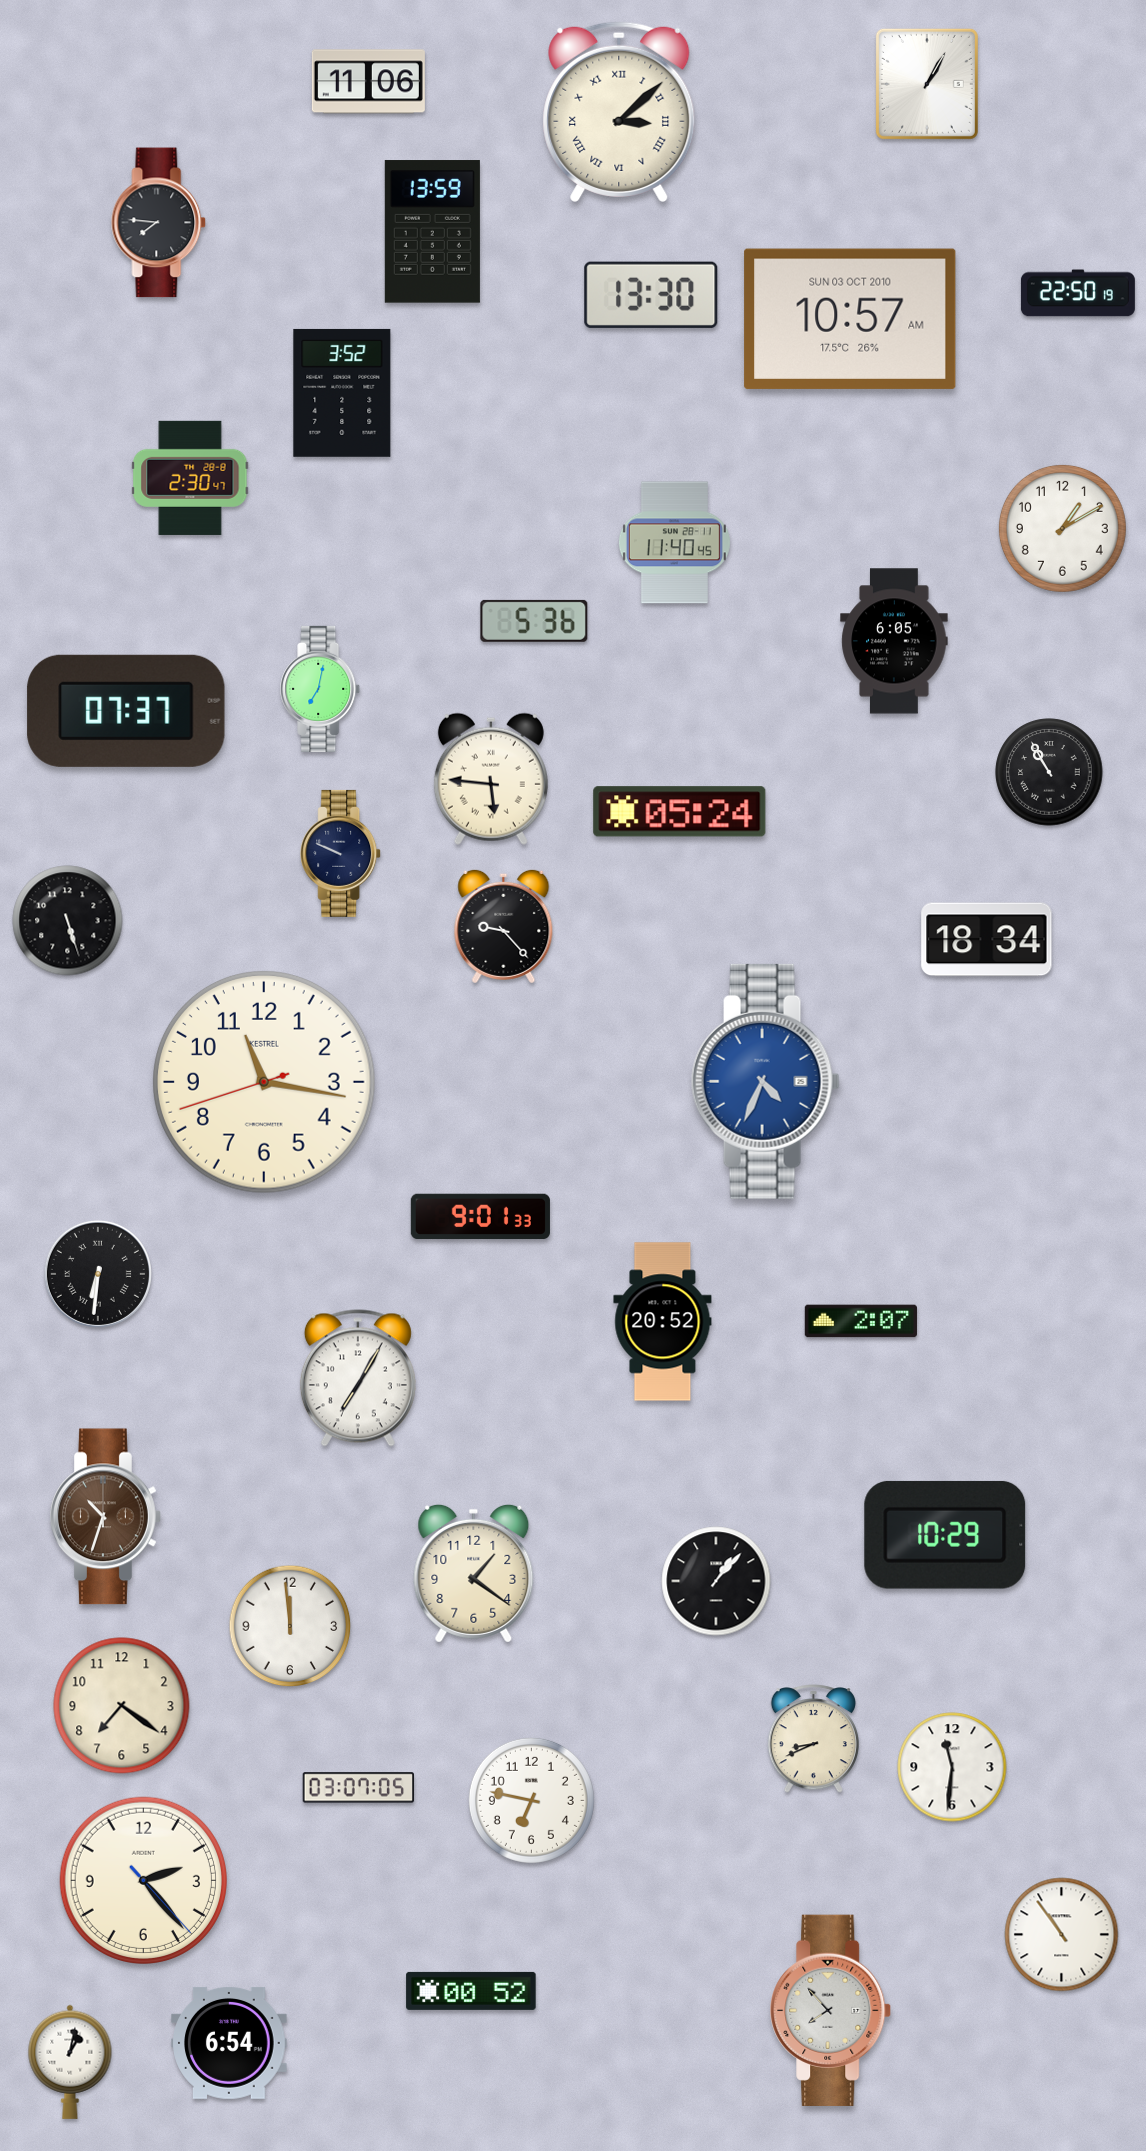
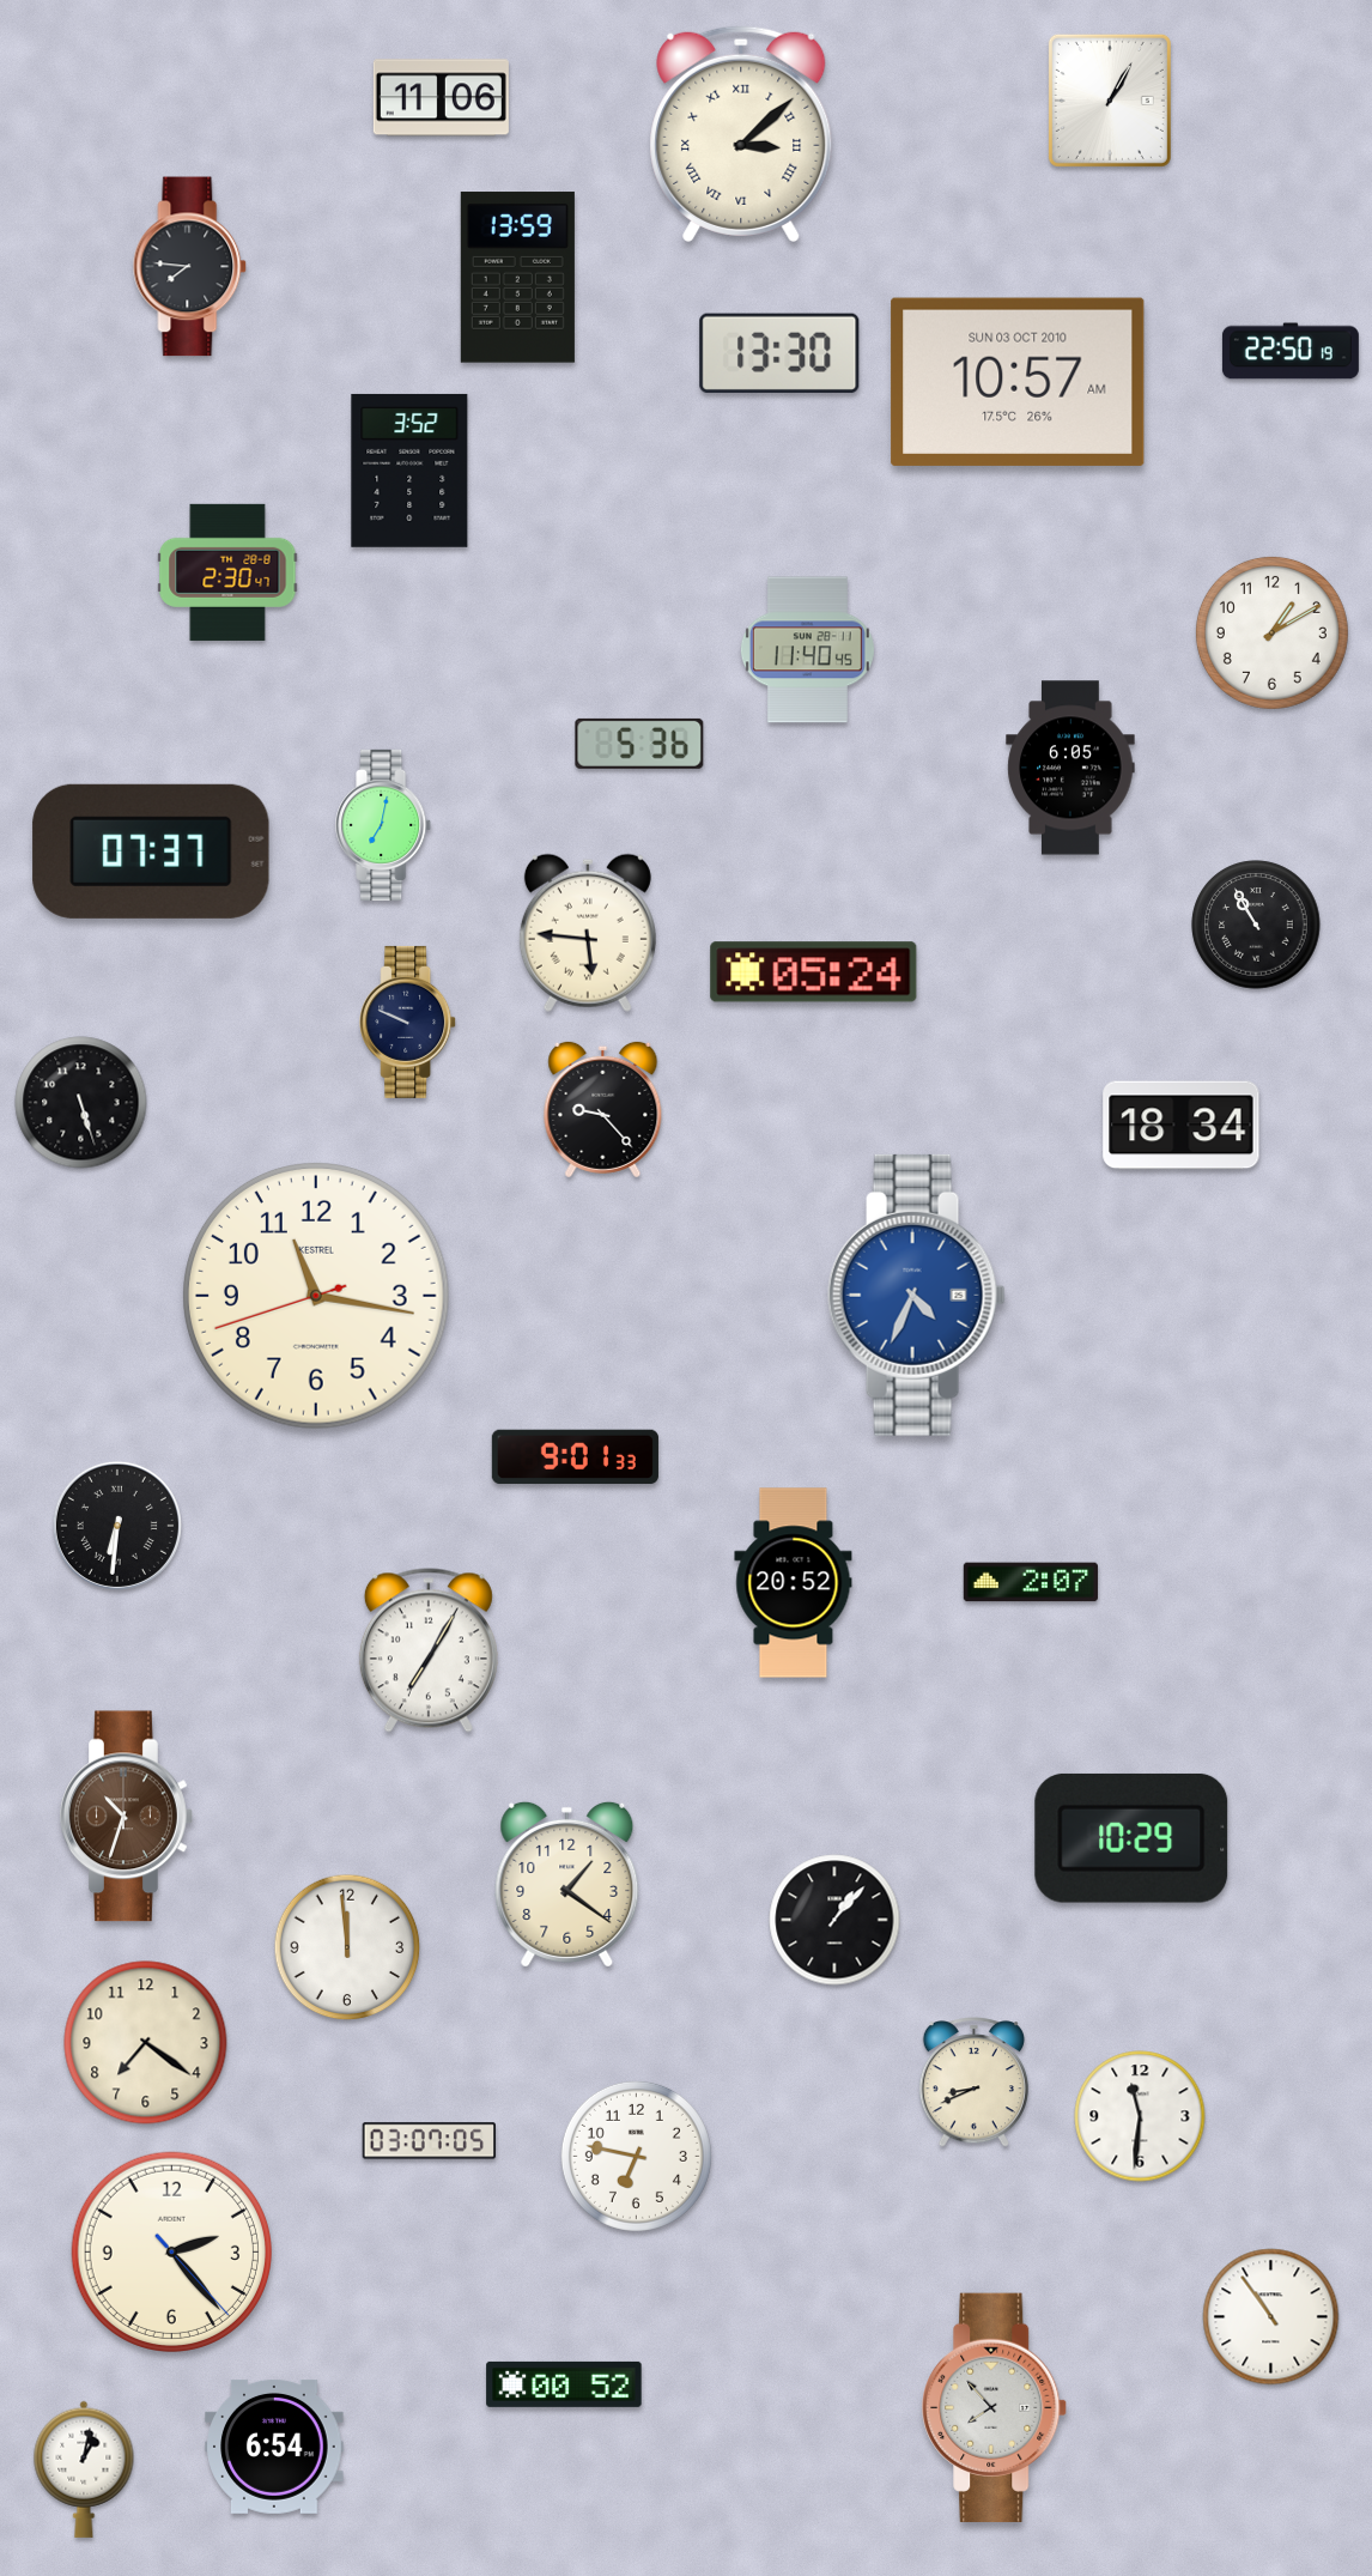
clock at (716, 1581) position: (716, 1581) -> (834, 1920)
